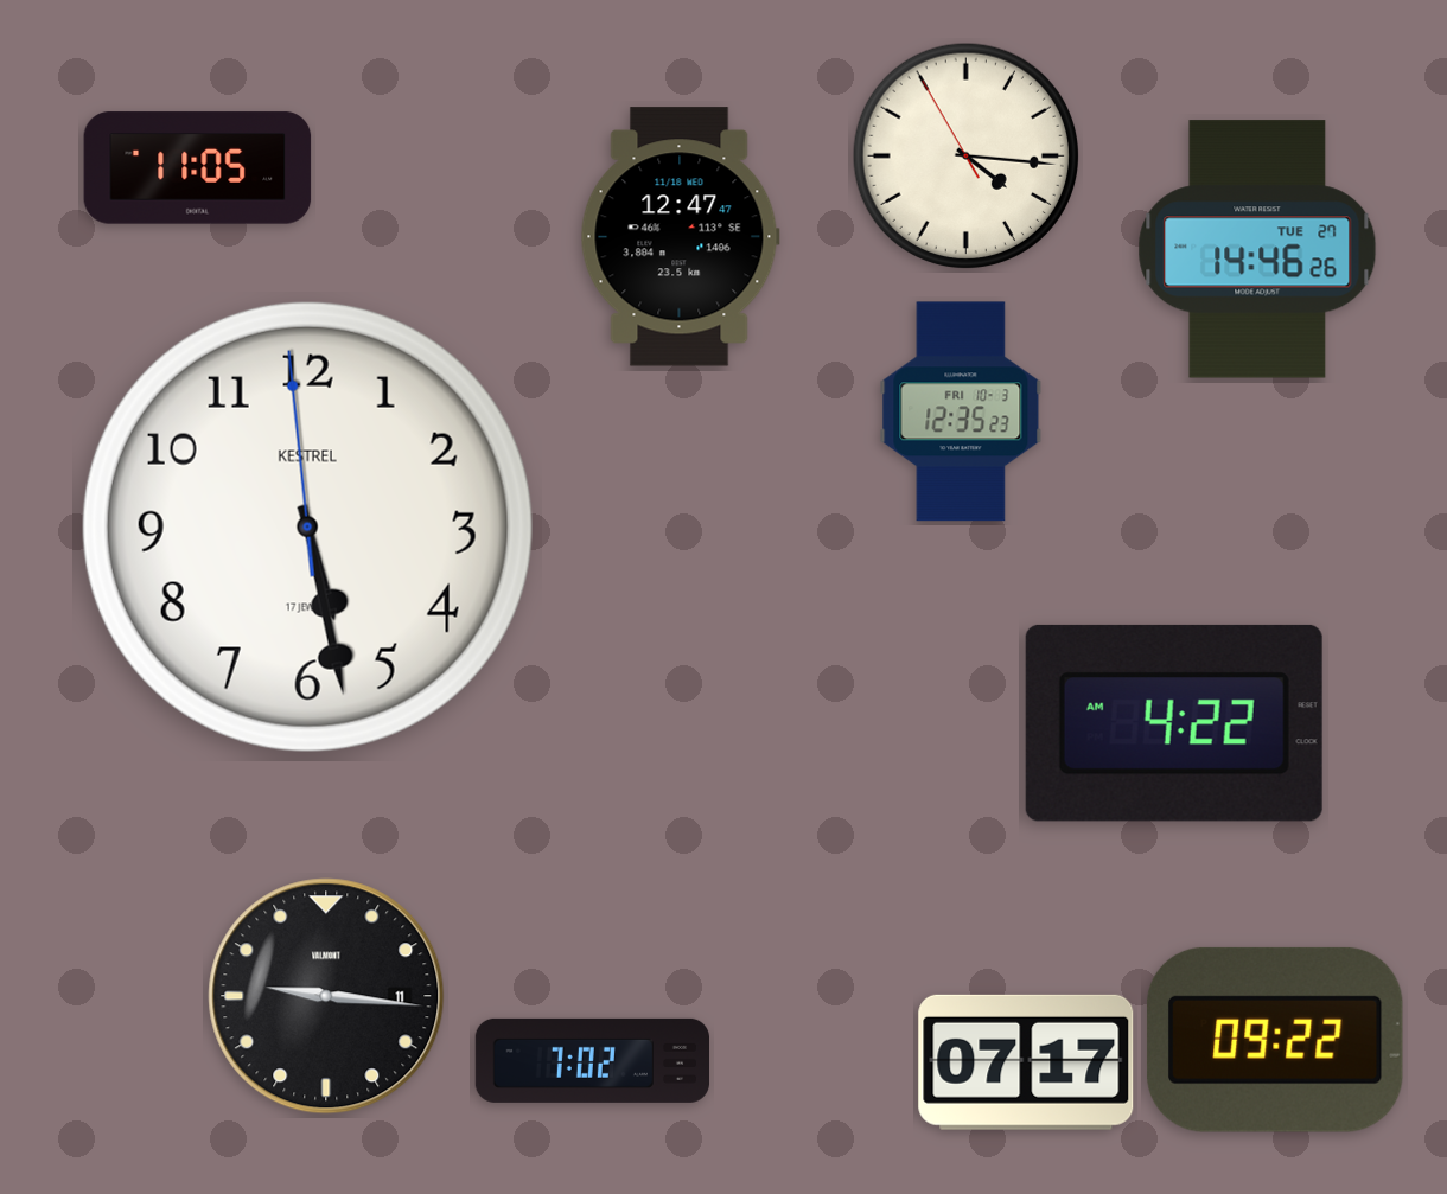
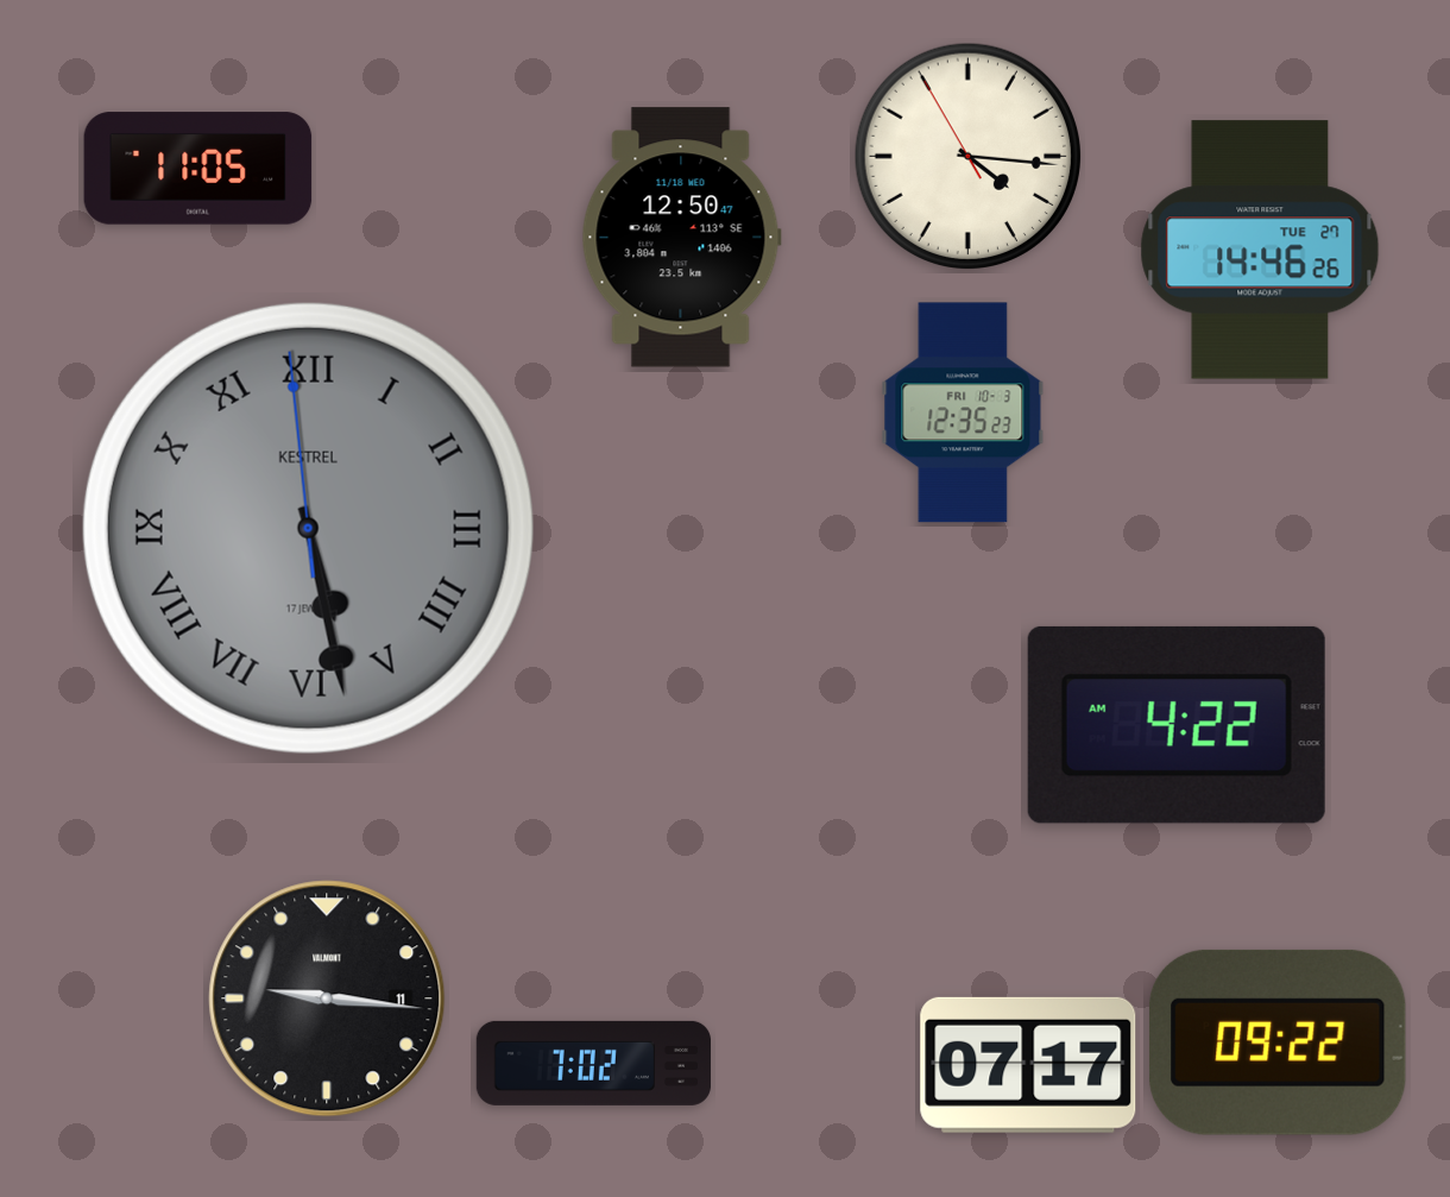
clock at (680, 237): 12:47 -> 12:50
clock at (307, 526) dial: white -> grey
clock at (307, 526) numerals: Arabic -> Roman
